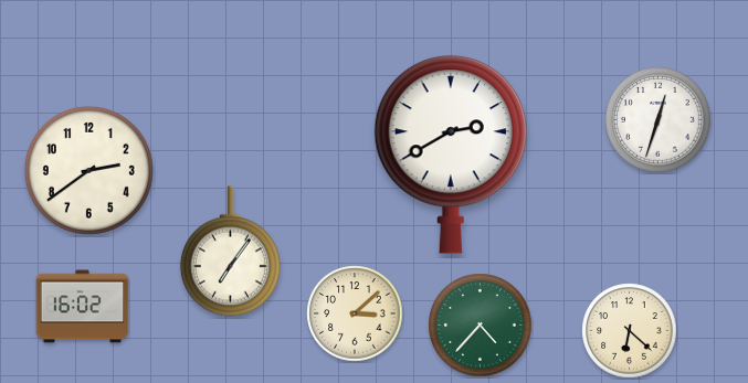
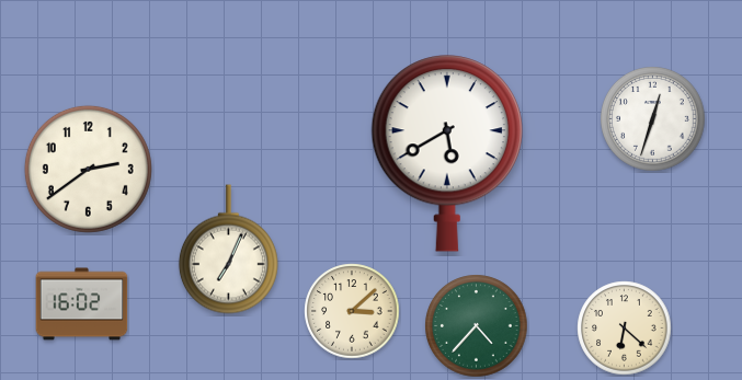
clock at (451, 155): 2:40 -> 5:40
clock at (230, 252): 7:06 -> 7:04
clock at (481, 326) position: (481, 326) -> (477, 326)
